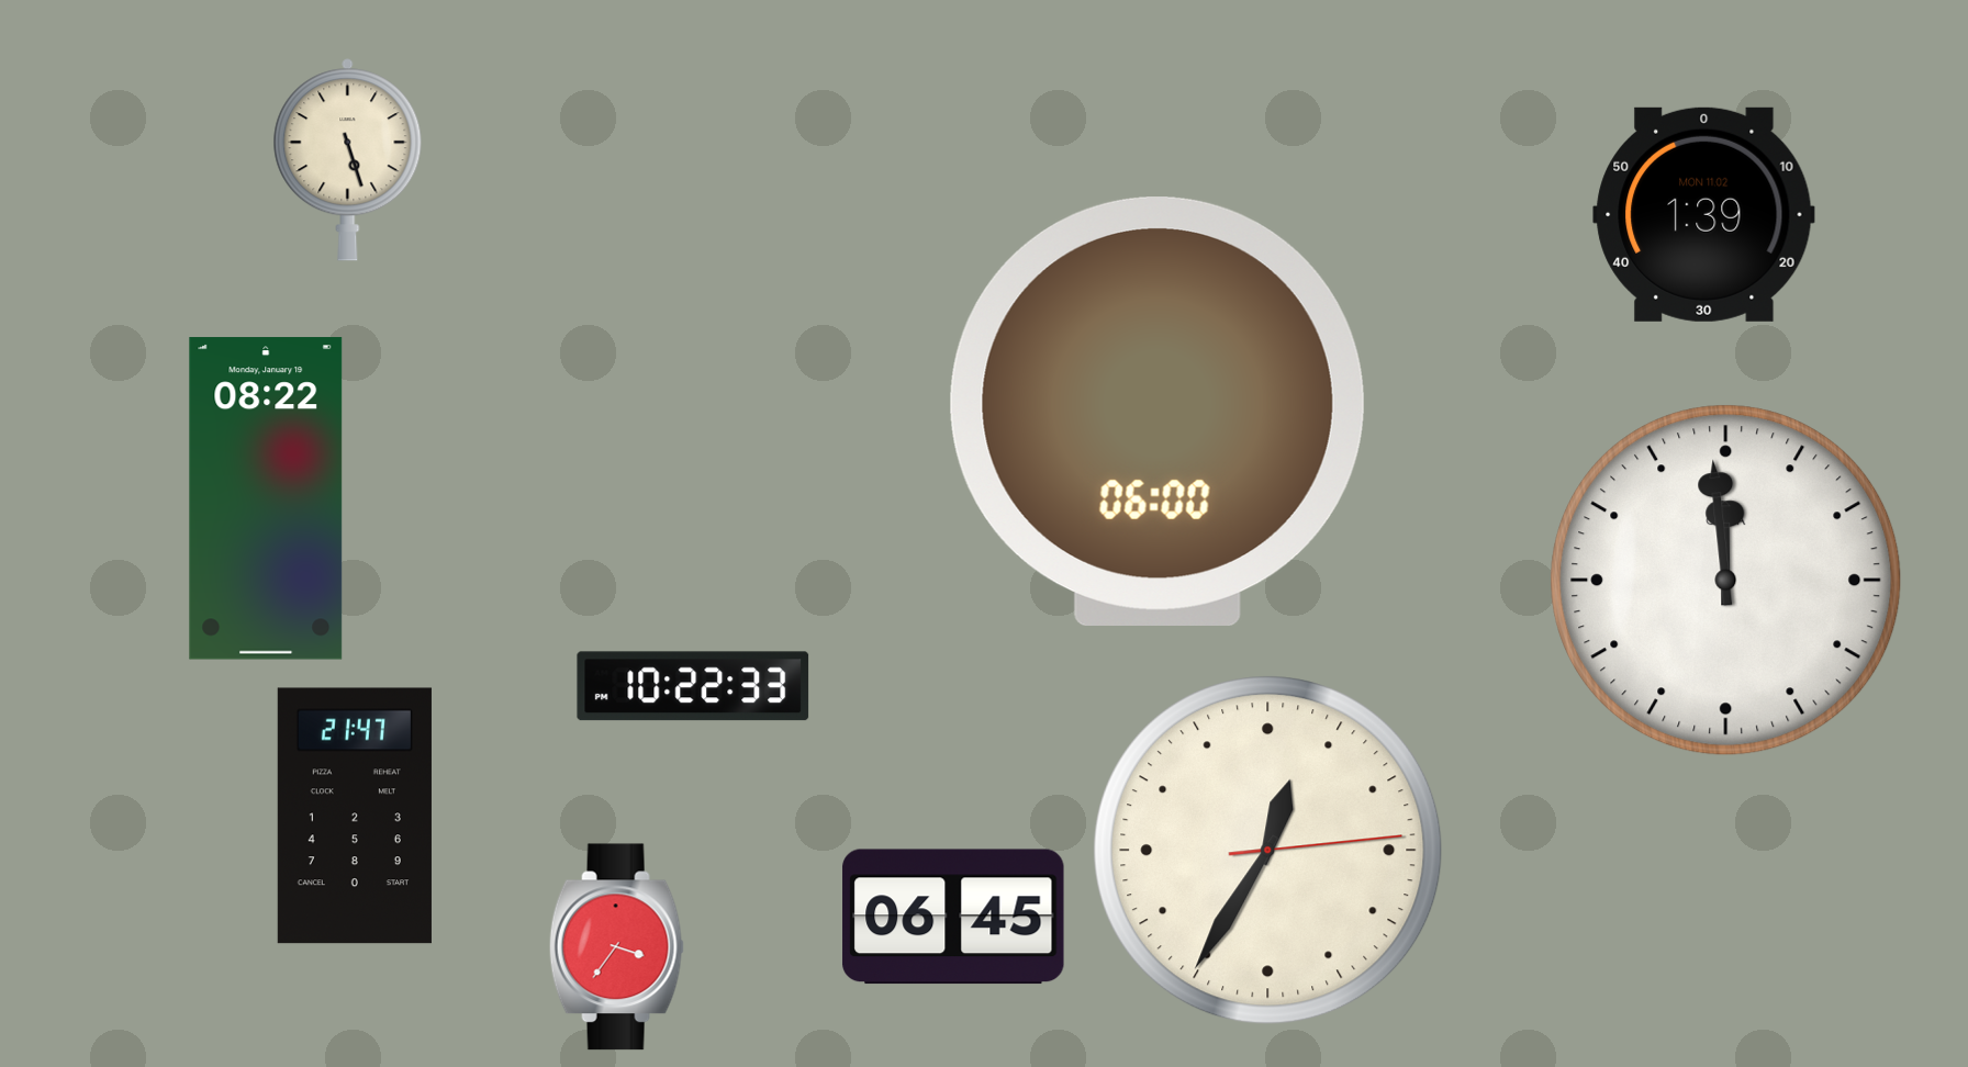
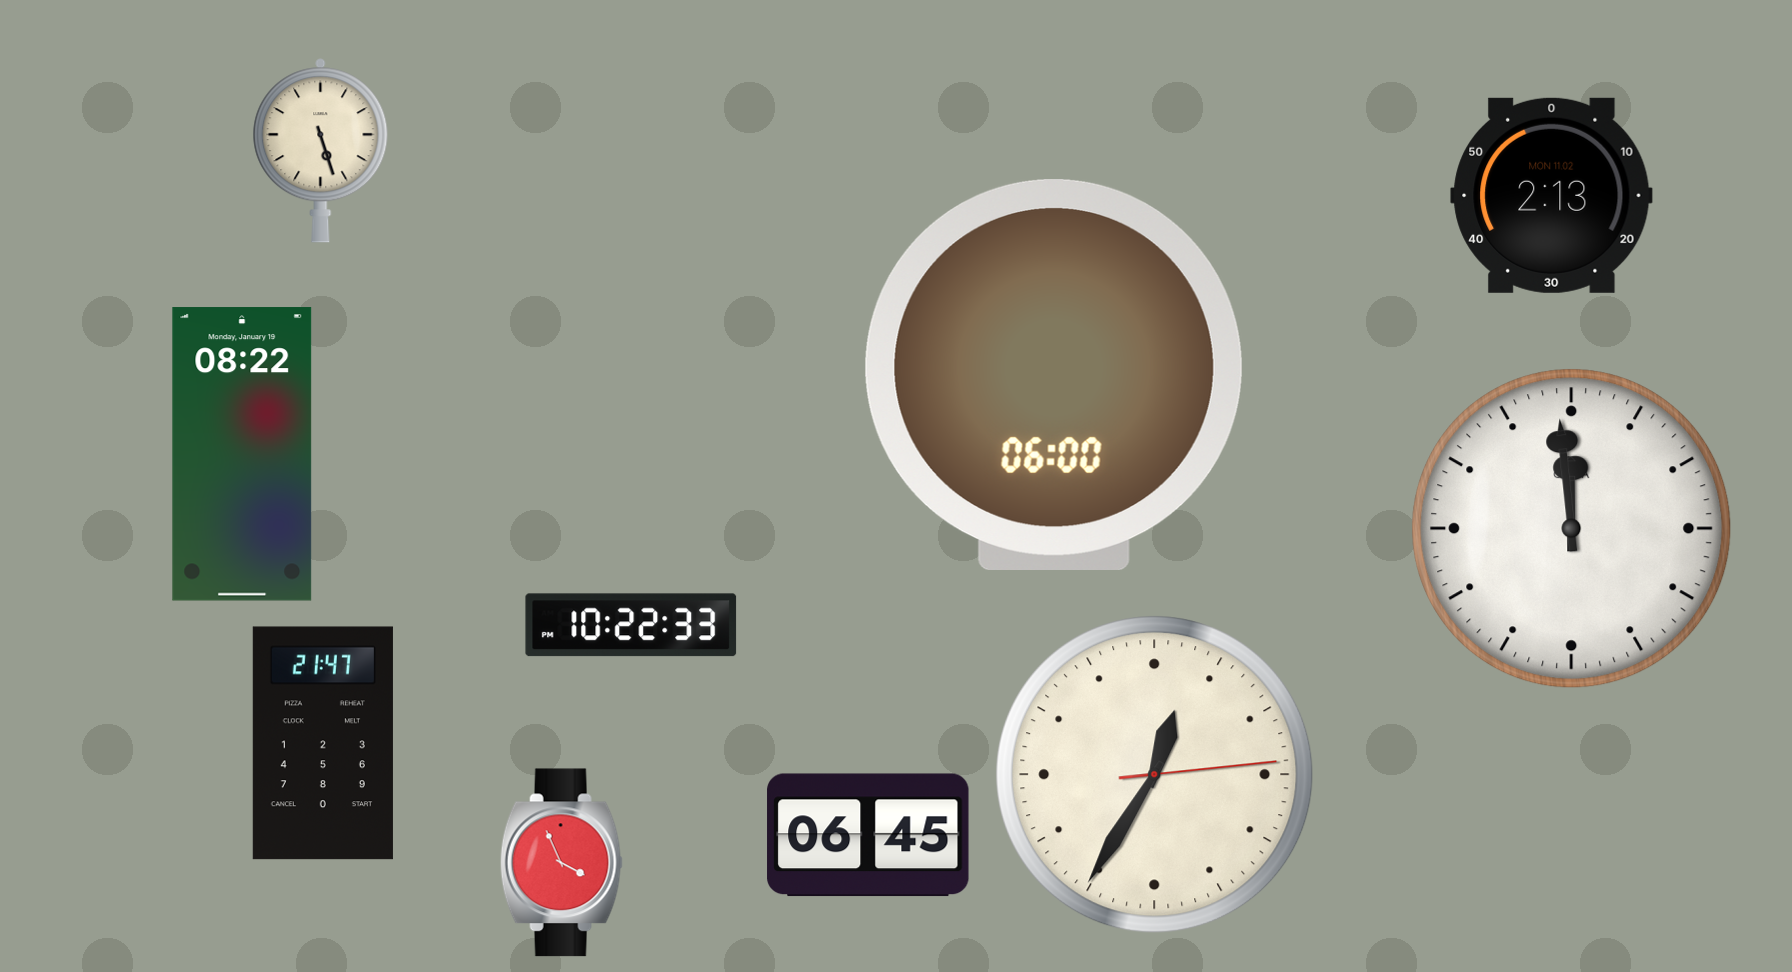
clock at (348, 160) position: (348, 160) -> (321, 151)
clock at (1704, 214): 1:39 -> 2:13
clock at (616, 947): 3:36 -> 3:56
